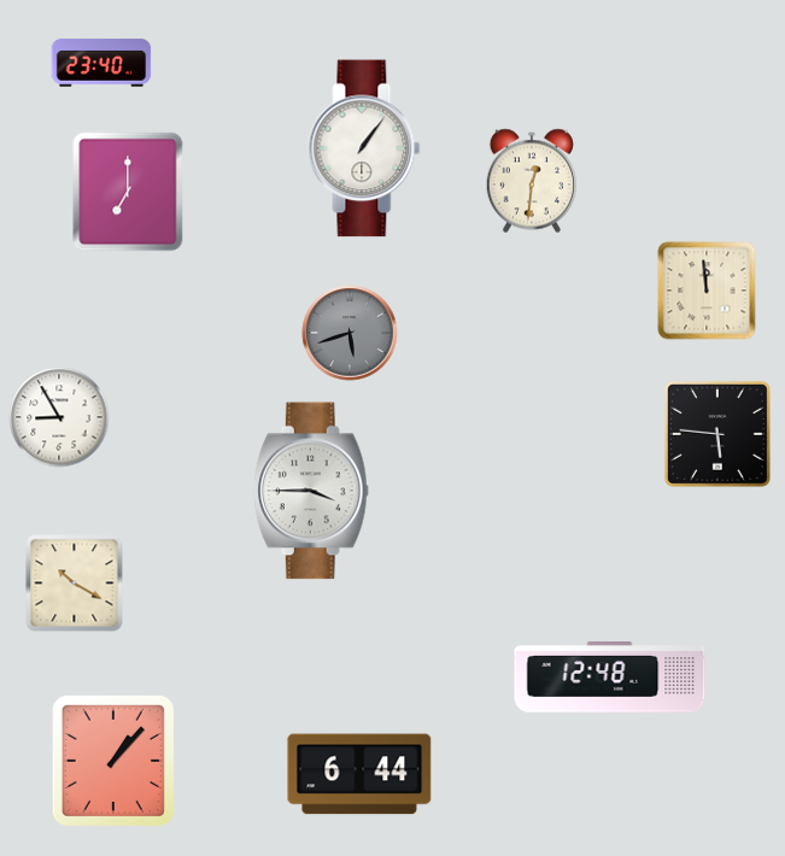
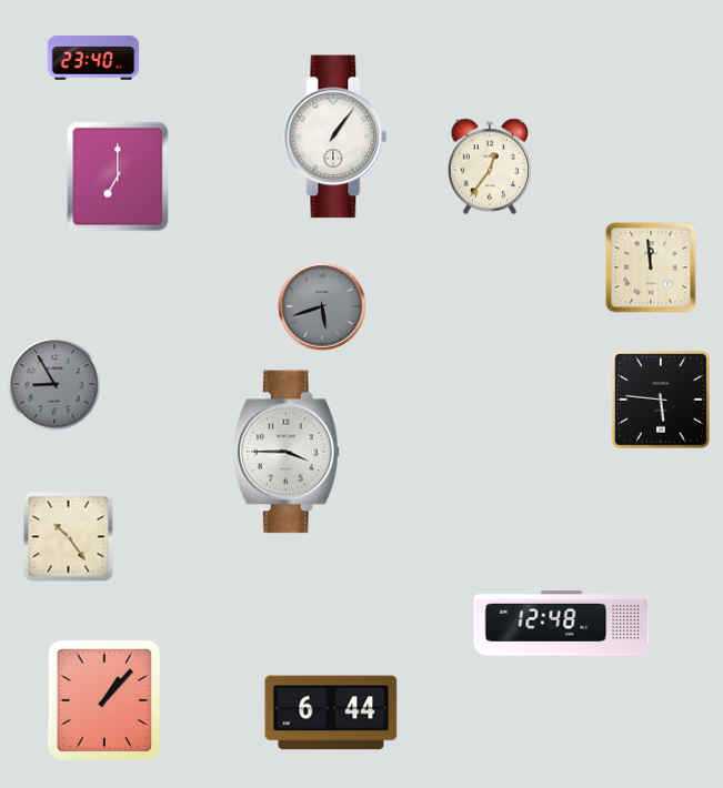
clock at (532, 181): 12:31 -> 12:36
clock at (59, 417) dial: white -> grey
clock at (75, 584): 10:20 -> 10:24
